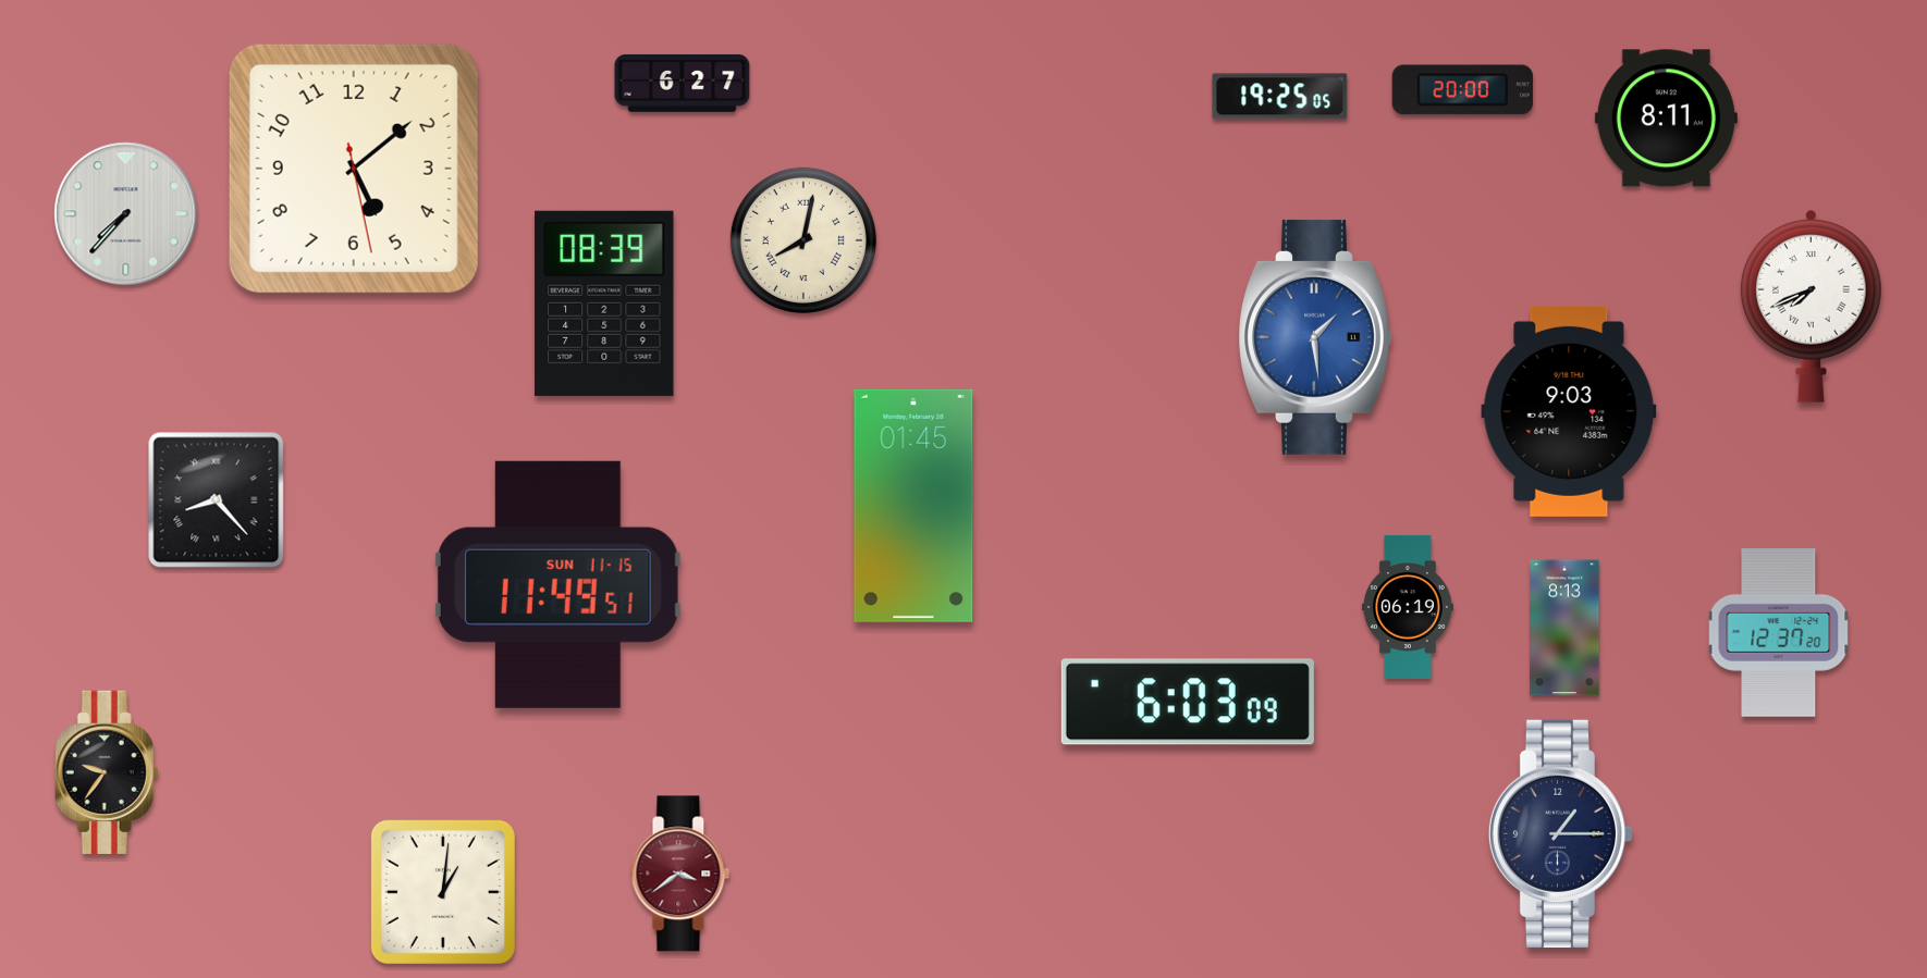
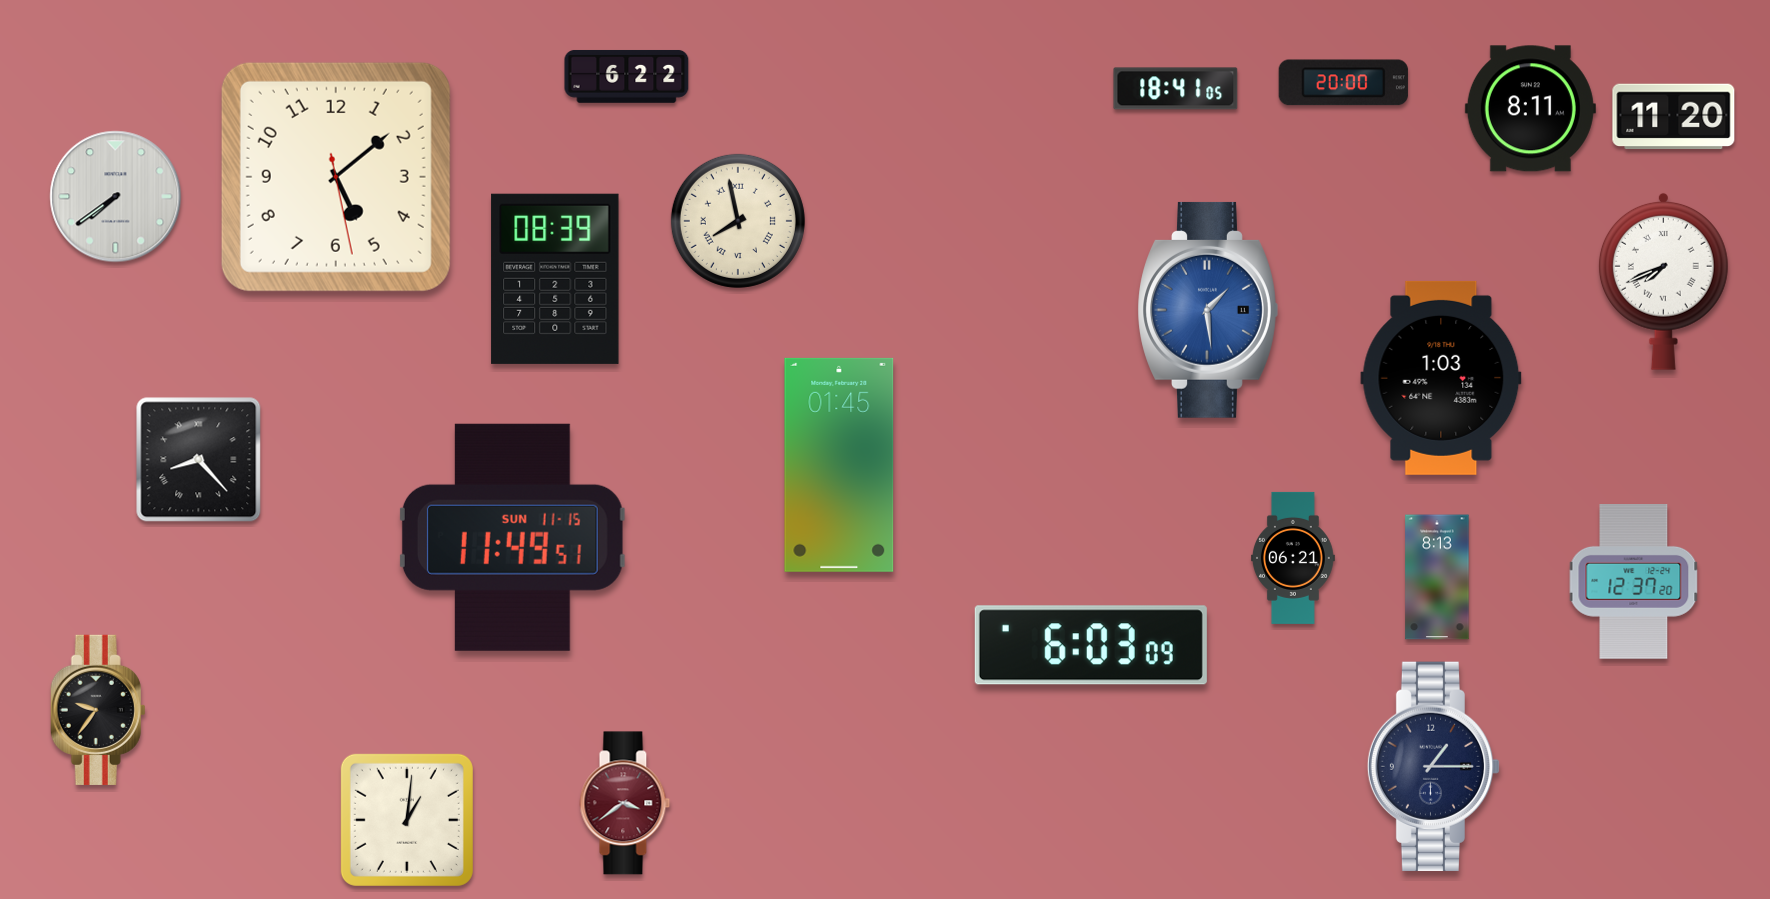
clock at (683, 83): 6:27 -> 6:22
clock at (1280, 97): 19:25 -> 18:41
clock at (1674, 117): none -> 11:20
clock at (354, 169) position: (354, 169) -> (336, 177)
clock at (126, 214): 7:37 -> 7:39
clock at (803, 240): 8:02 -> 7:58
clock at (1569, 411): 9:03 -> 1:03
clock at (1408, 607): 06:19 -> 06:21
